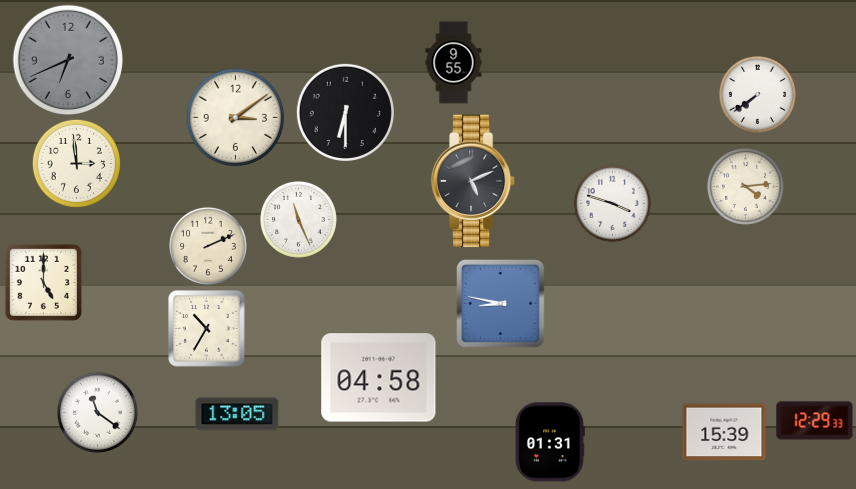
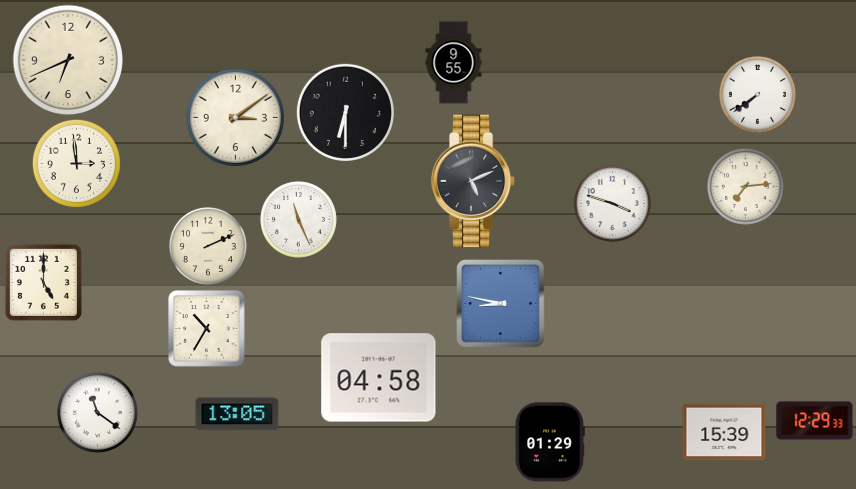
clock at (68, 60) dial: grey -> cream
clock at (745, 186): 4:14 -> 7:14
clock at (550, 442): 01:31 -> 01:29
